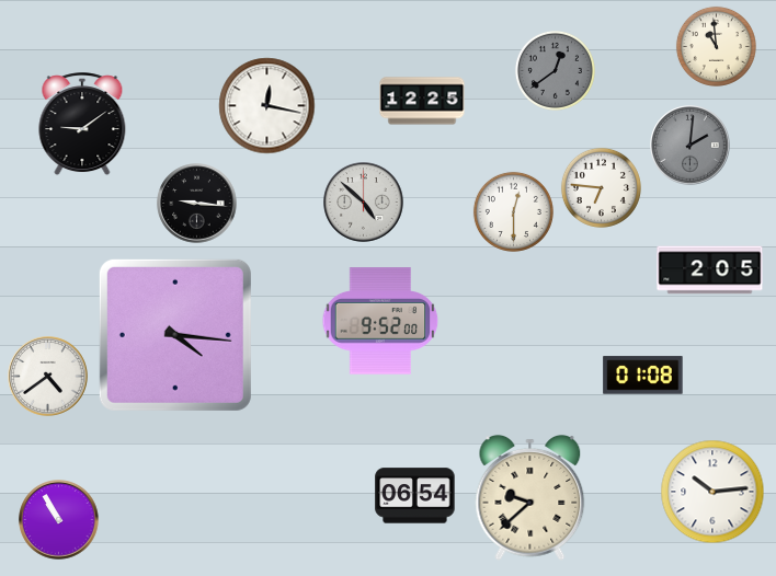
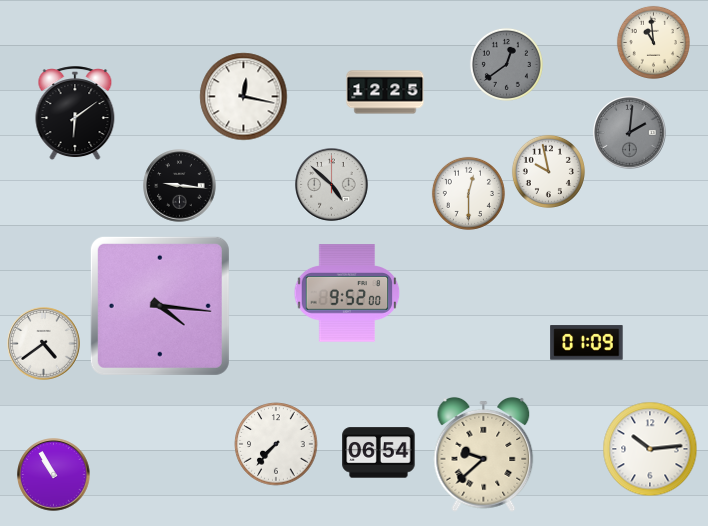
clock at (82, 125): 9:09 -> 6:09
clock at (601, 187): 6:46 -> 9:58
clock at (710, 270): 2:05 -> none
clock at (643, 376): 01:08 -> 01:09
clock at (276, 444): none -> 7:37
